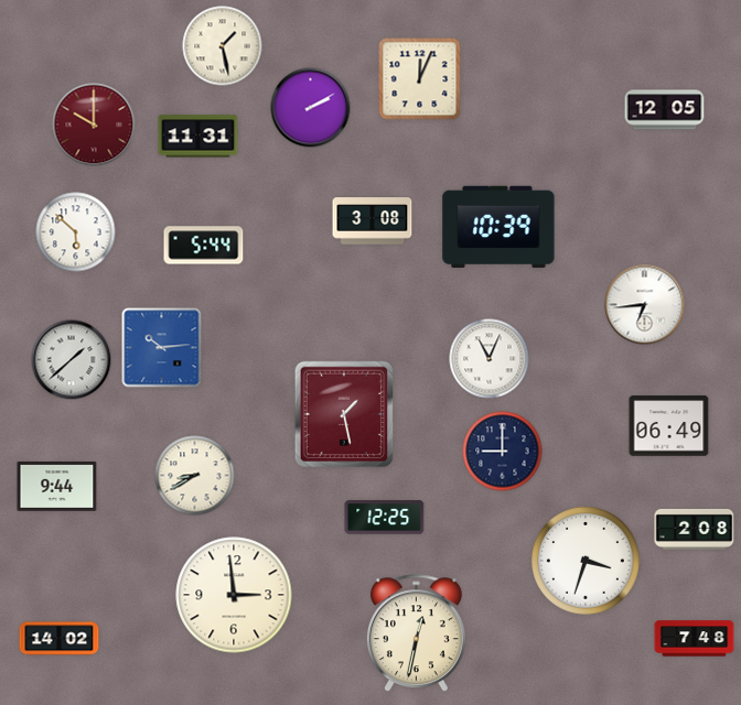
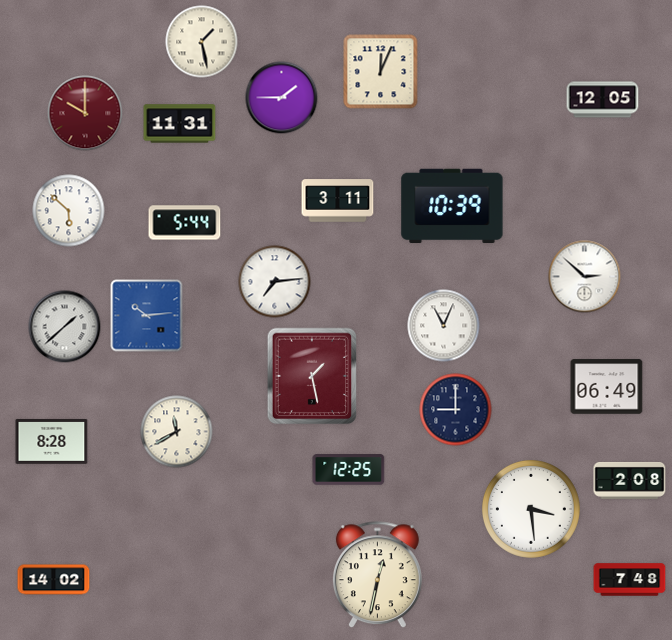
clock at (311, 108): 2:10 -> 1:45
clock at (373, 221): 3:08 -> 3:11
clock at (645, 305): 6:44 -> 2:52
clock at (275, 282): none -> 7:14
clock at (195, 476): 8:40 -> 11:40
clock at (57, 487): 9:44 -> 8:28
clock at (586, 561): 3:33 -> 3:29
clock at (234, 595): 2:59 -> none
